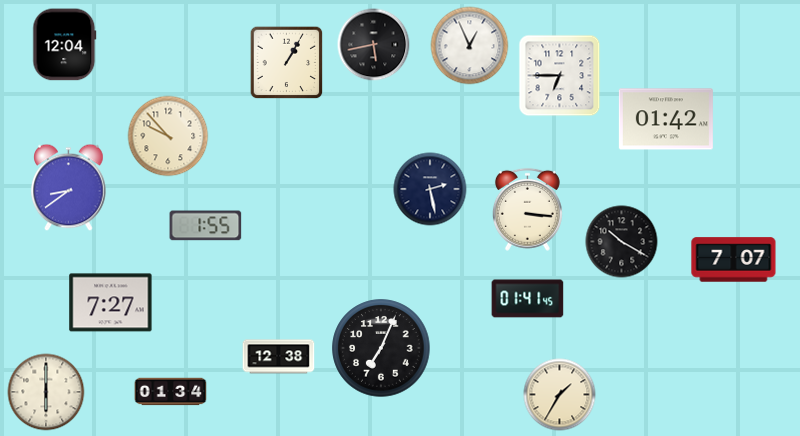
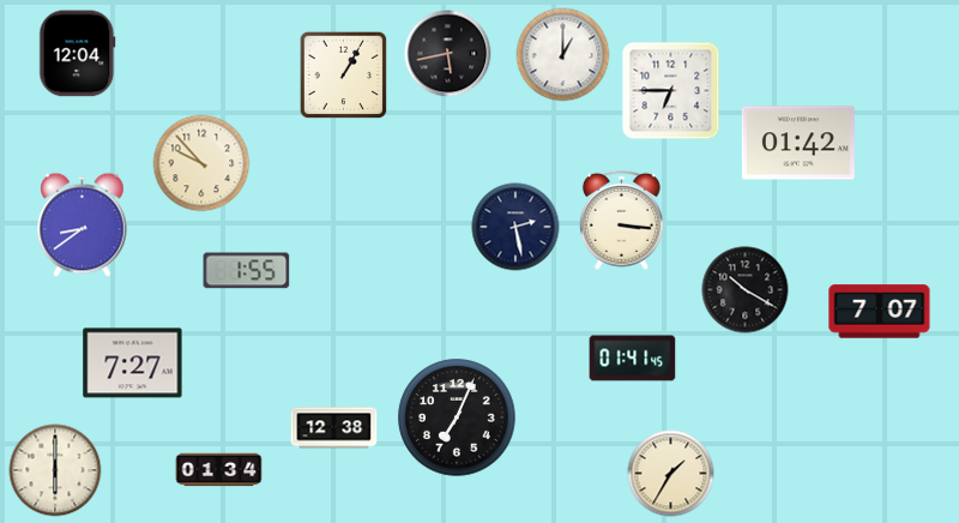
clock at (470, 46): 12:56 -> 1:00
clock at (527, 209) position: (527, 209) -> (621, 220)
clock at (171, 392) position: (171, 392) -> (219, 470)
